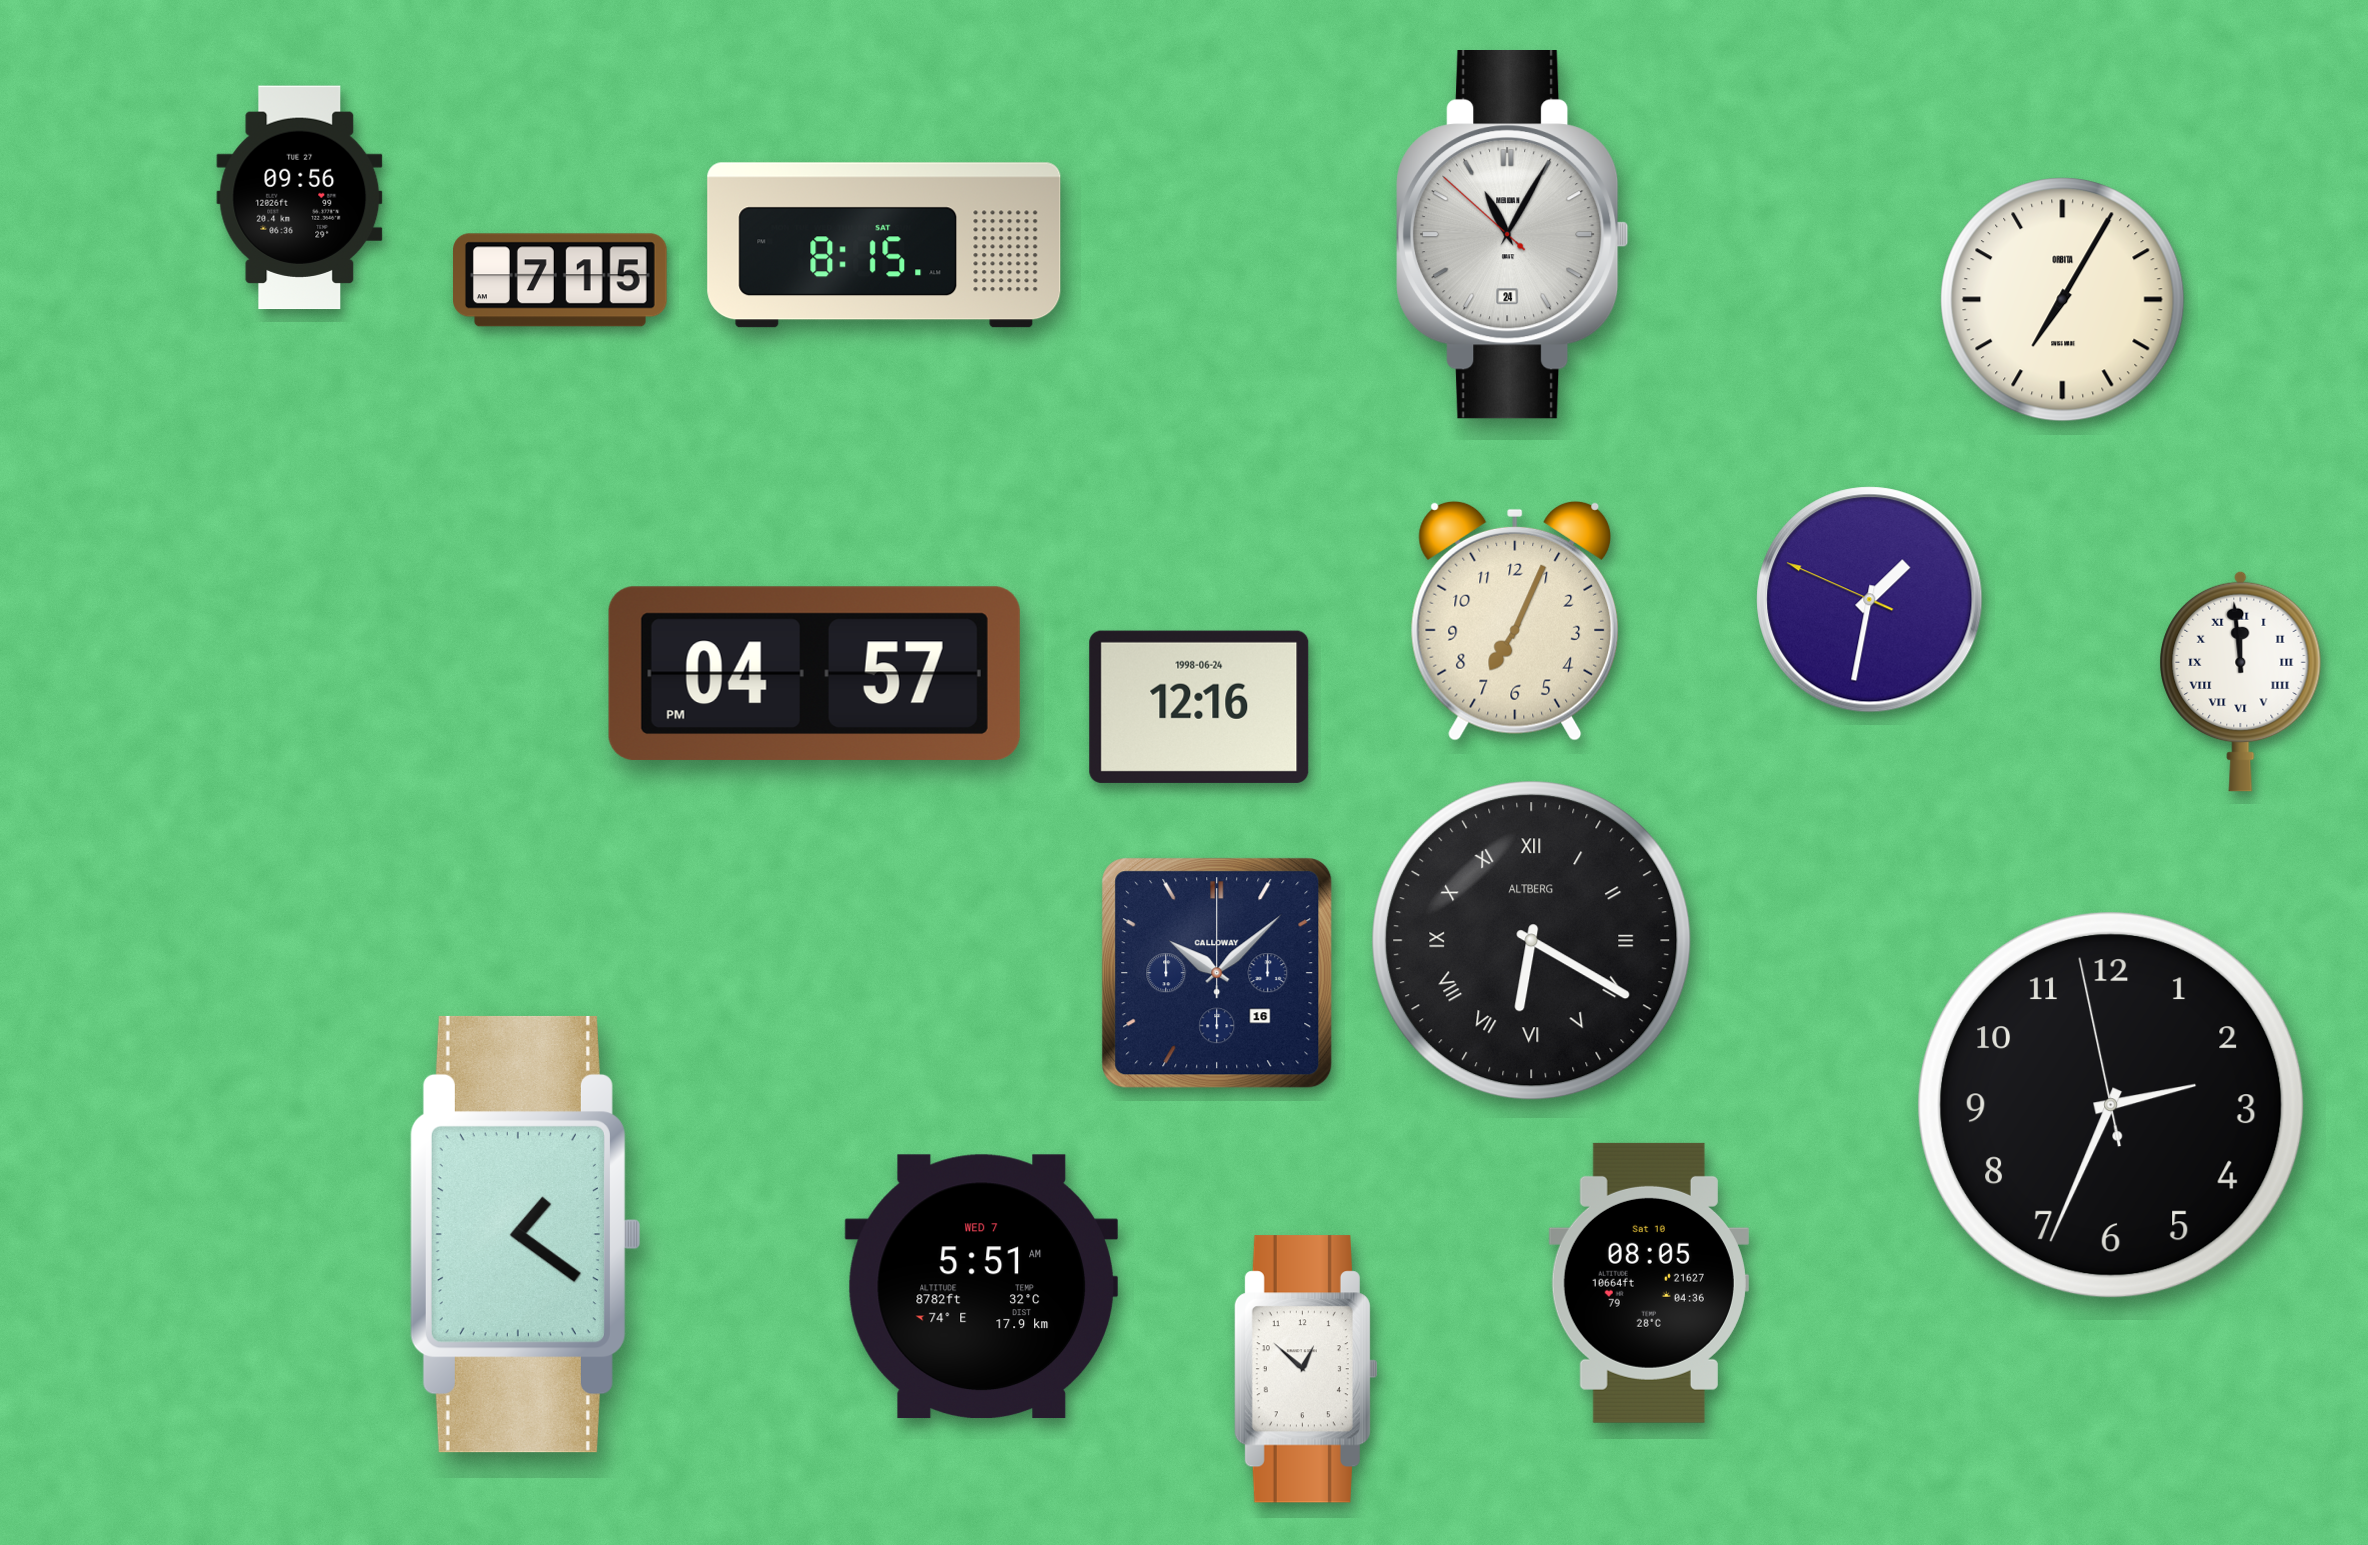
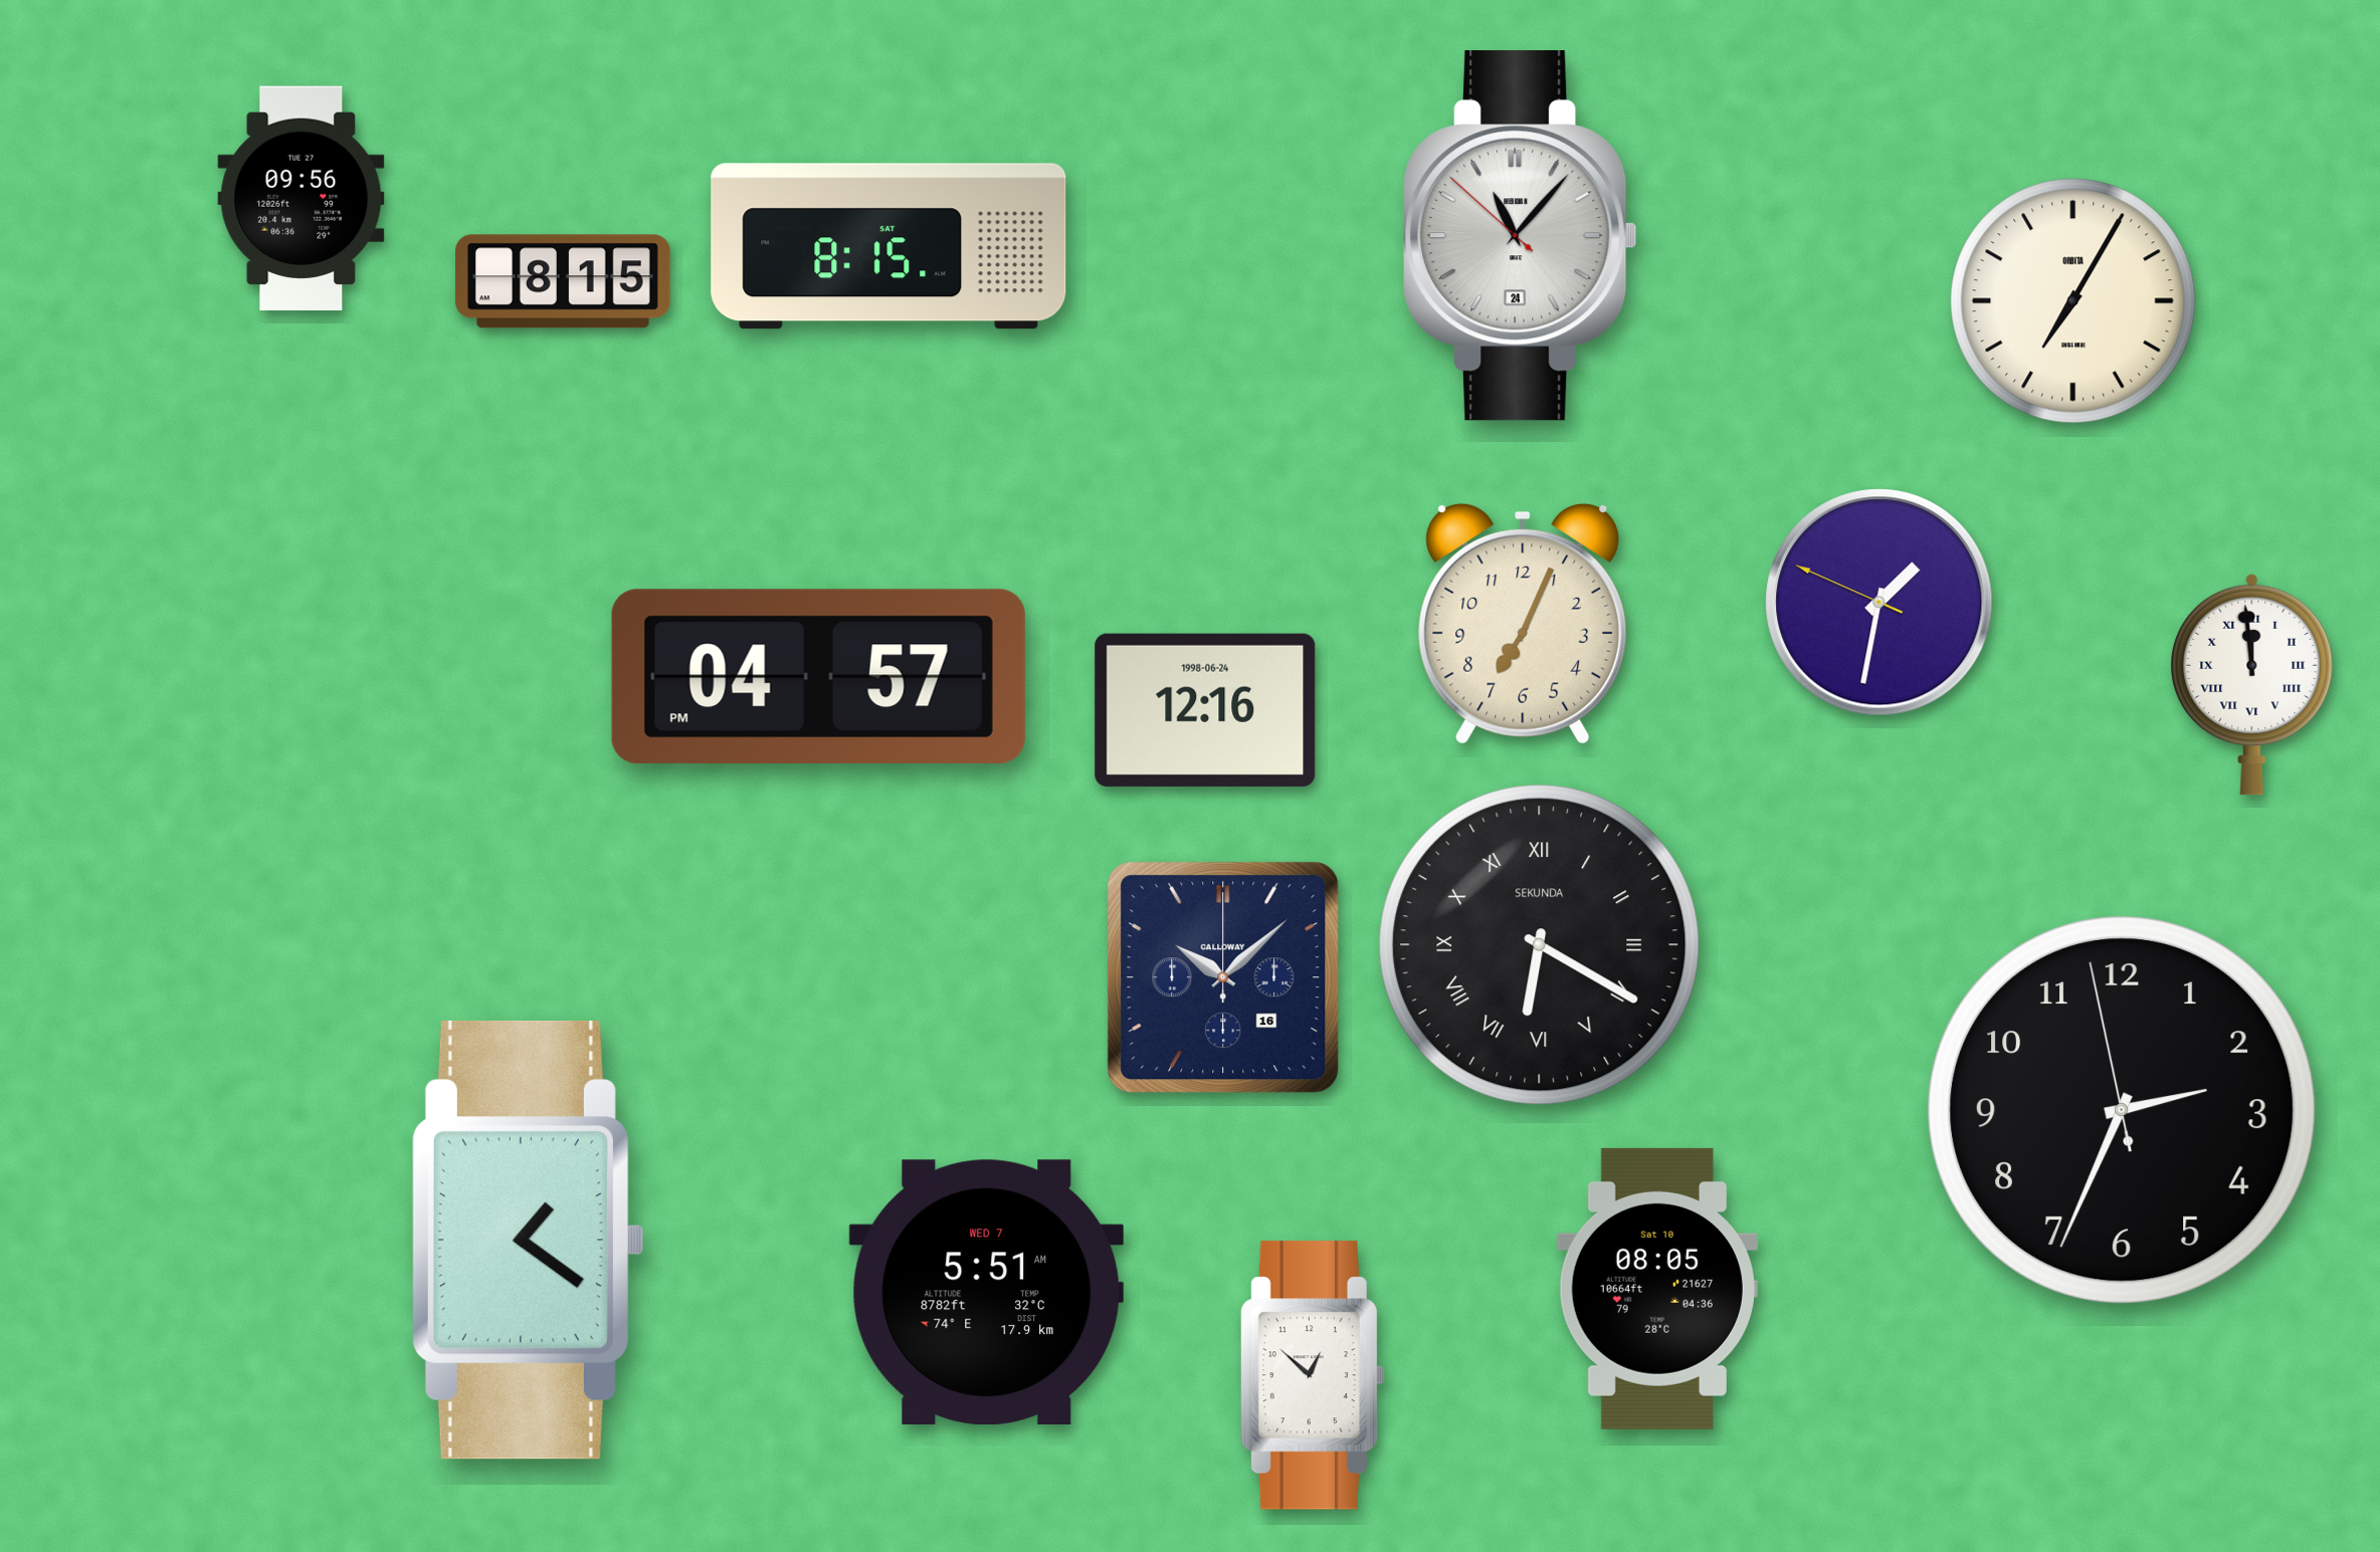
clock at (1513, 235): 11:04 -> 11:06
clock at (561, 280): 7:15 -> 8:15
clock at (1532, 941) brand: ALTBERG -> SEKUNDA
